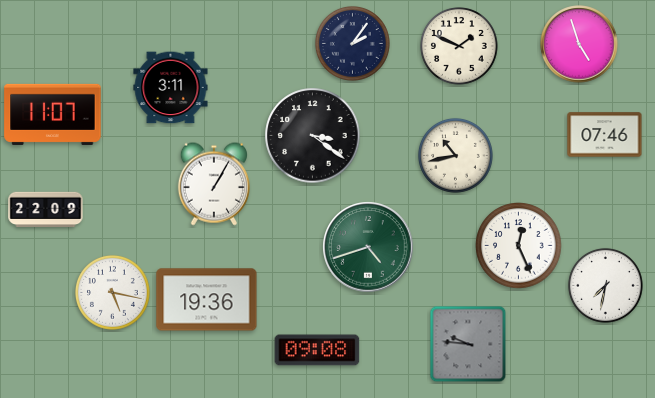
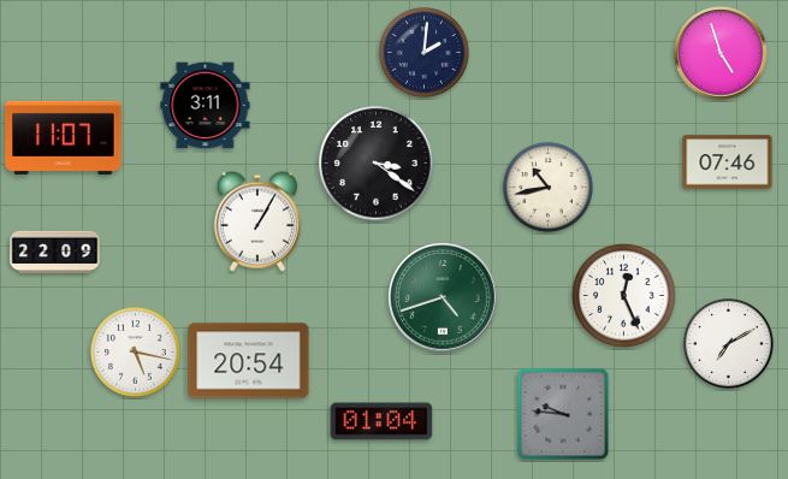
clock at (352, 43): 2:06 -> 2:01
clock at (579, 44) position: (579, 44) -> (721, 53)
clock at (460, 47): 1:49 -> none
clock at (605, 285): 7:32 -> 7:10
clock at (207, 300): 19:36 -> 20:54
clock at (317, 350): 09:08 -> 01:04
